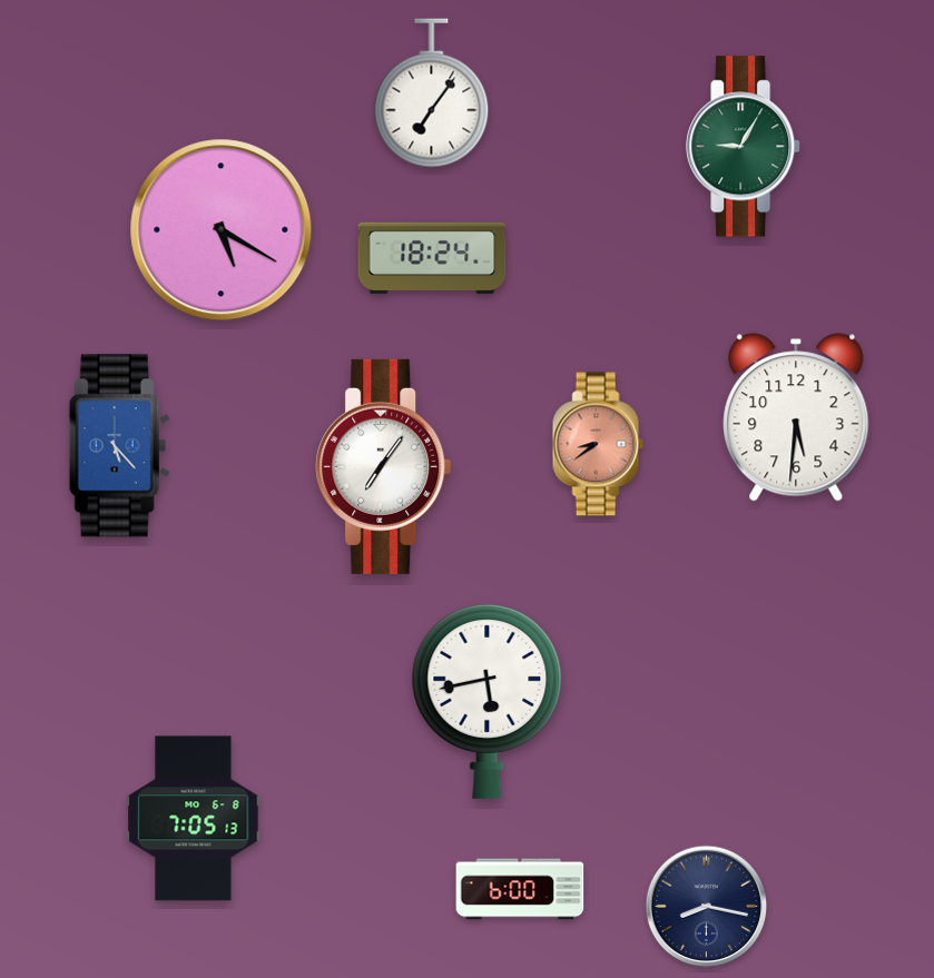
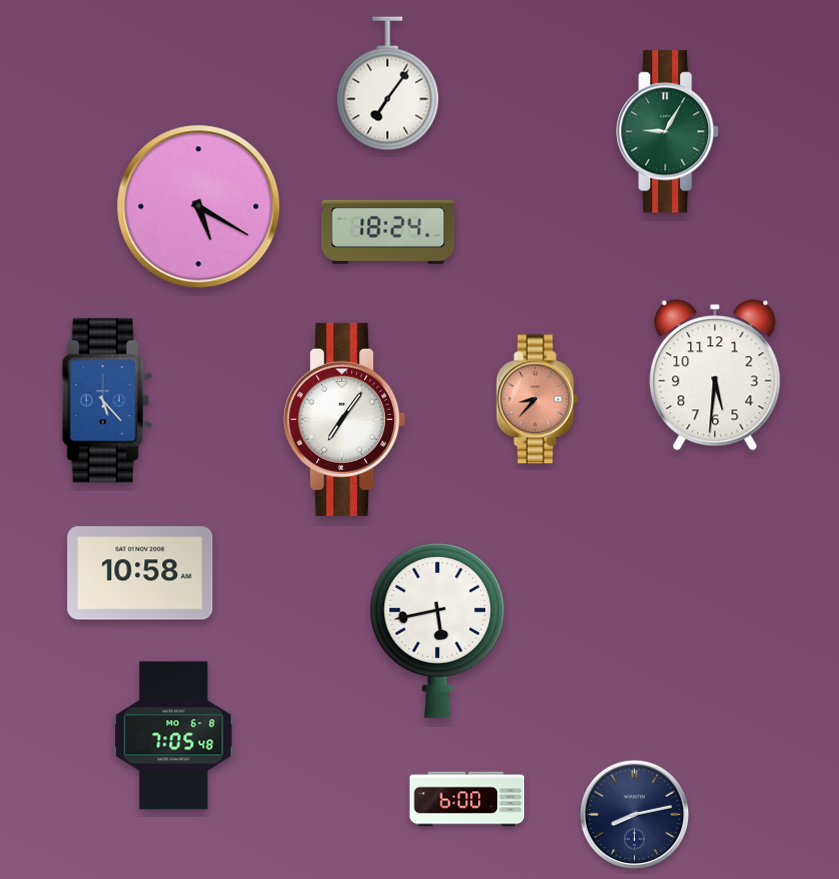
clock at (598, 444): 8:39 -> 8:37
clock at (140, 573): none -> 10:58
clock at (194, 819): 7:05:13 -> 7:05:48
clock at (707, 907): 8:17 -> 8:13
